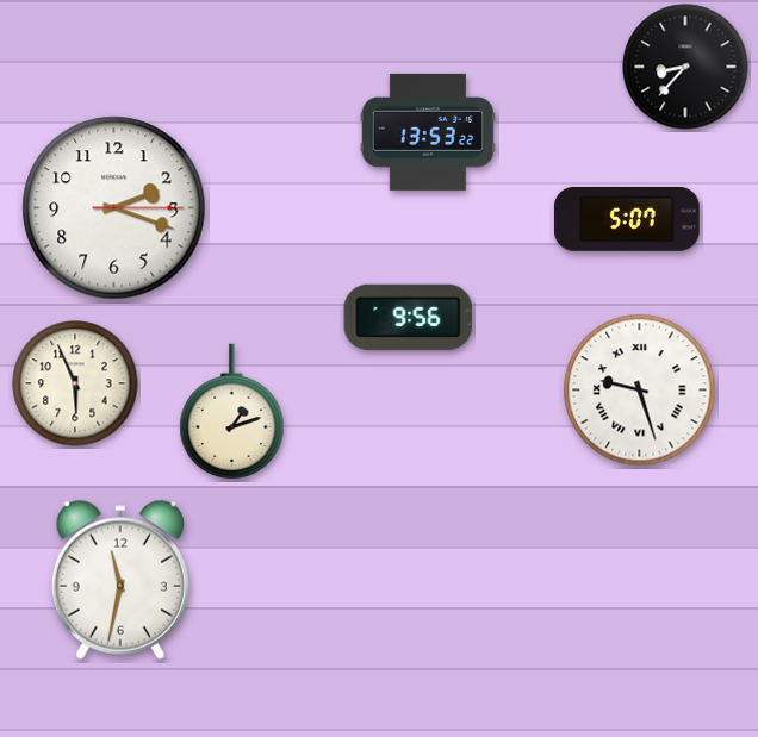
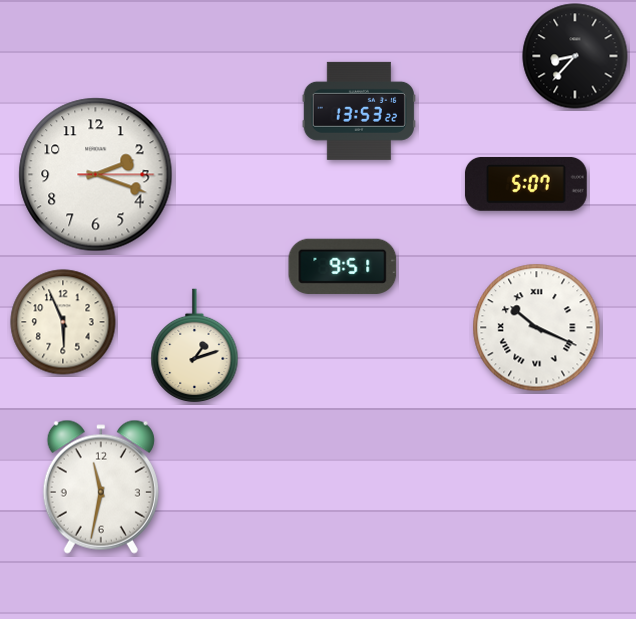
clock at (409, 317): 9:56 -> 9:51
clock at (640, 391): 9:27 -> 10:19
